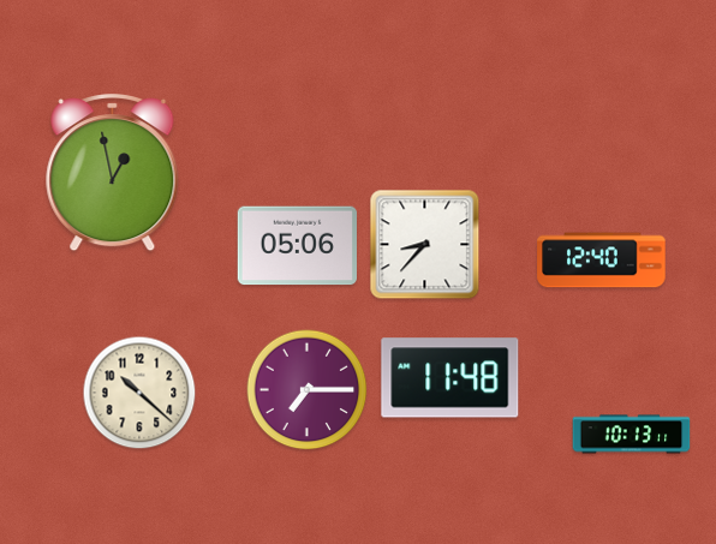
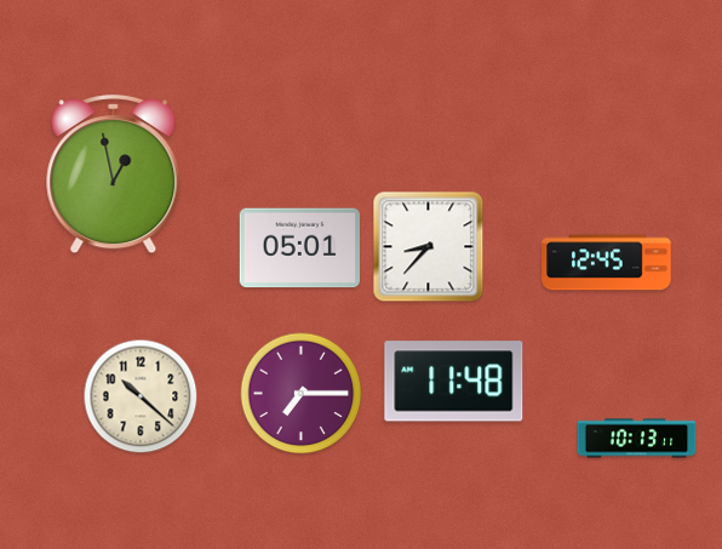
clock at (297, 246): 05:06 -> 05:01
clock at (602, 261): 12:40 -> 12:45
clock at (308, 390) position: (308, 390) -> (302, 394)
